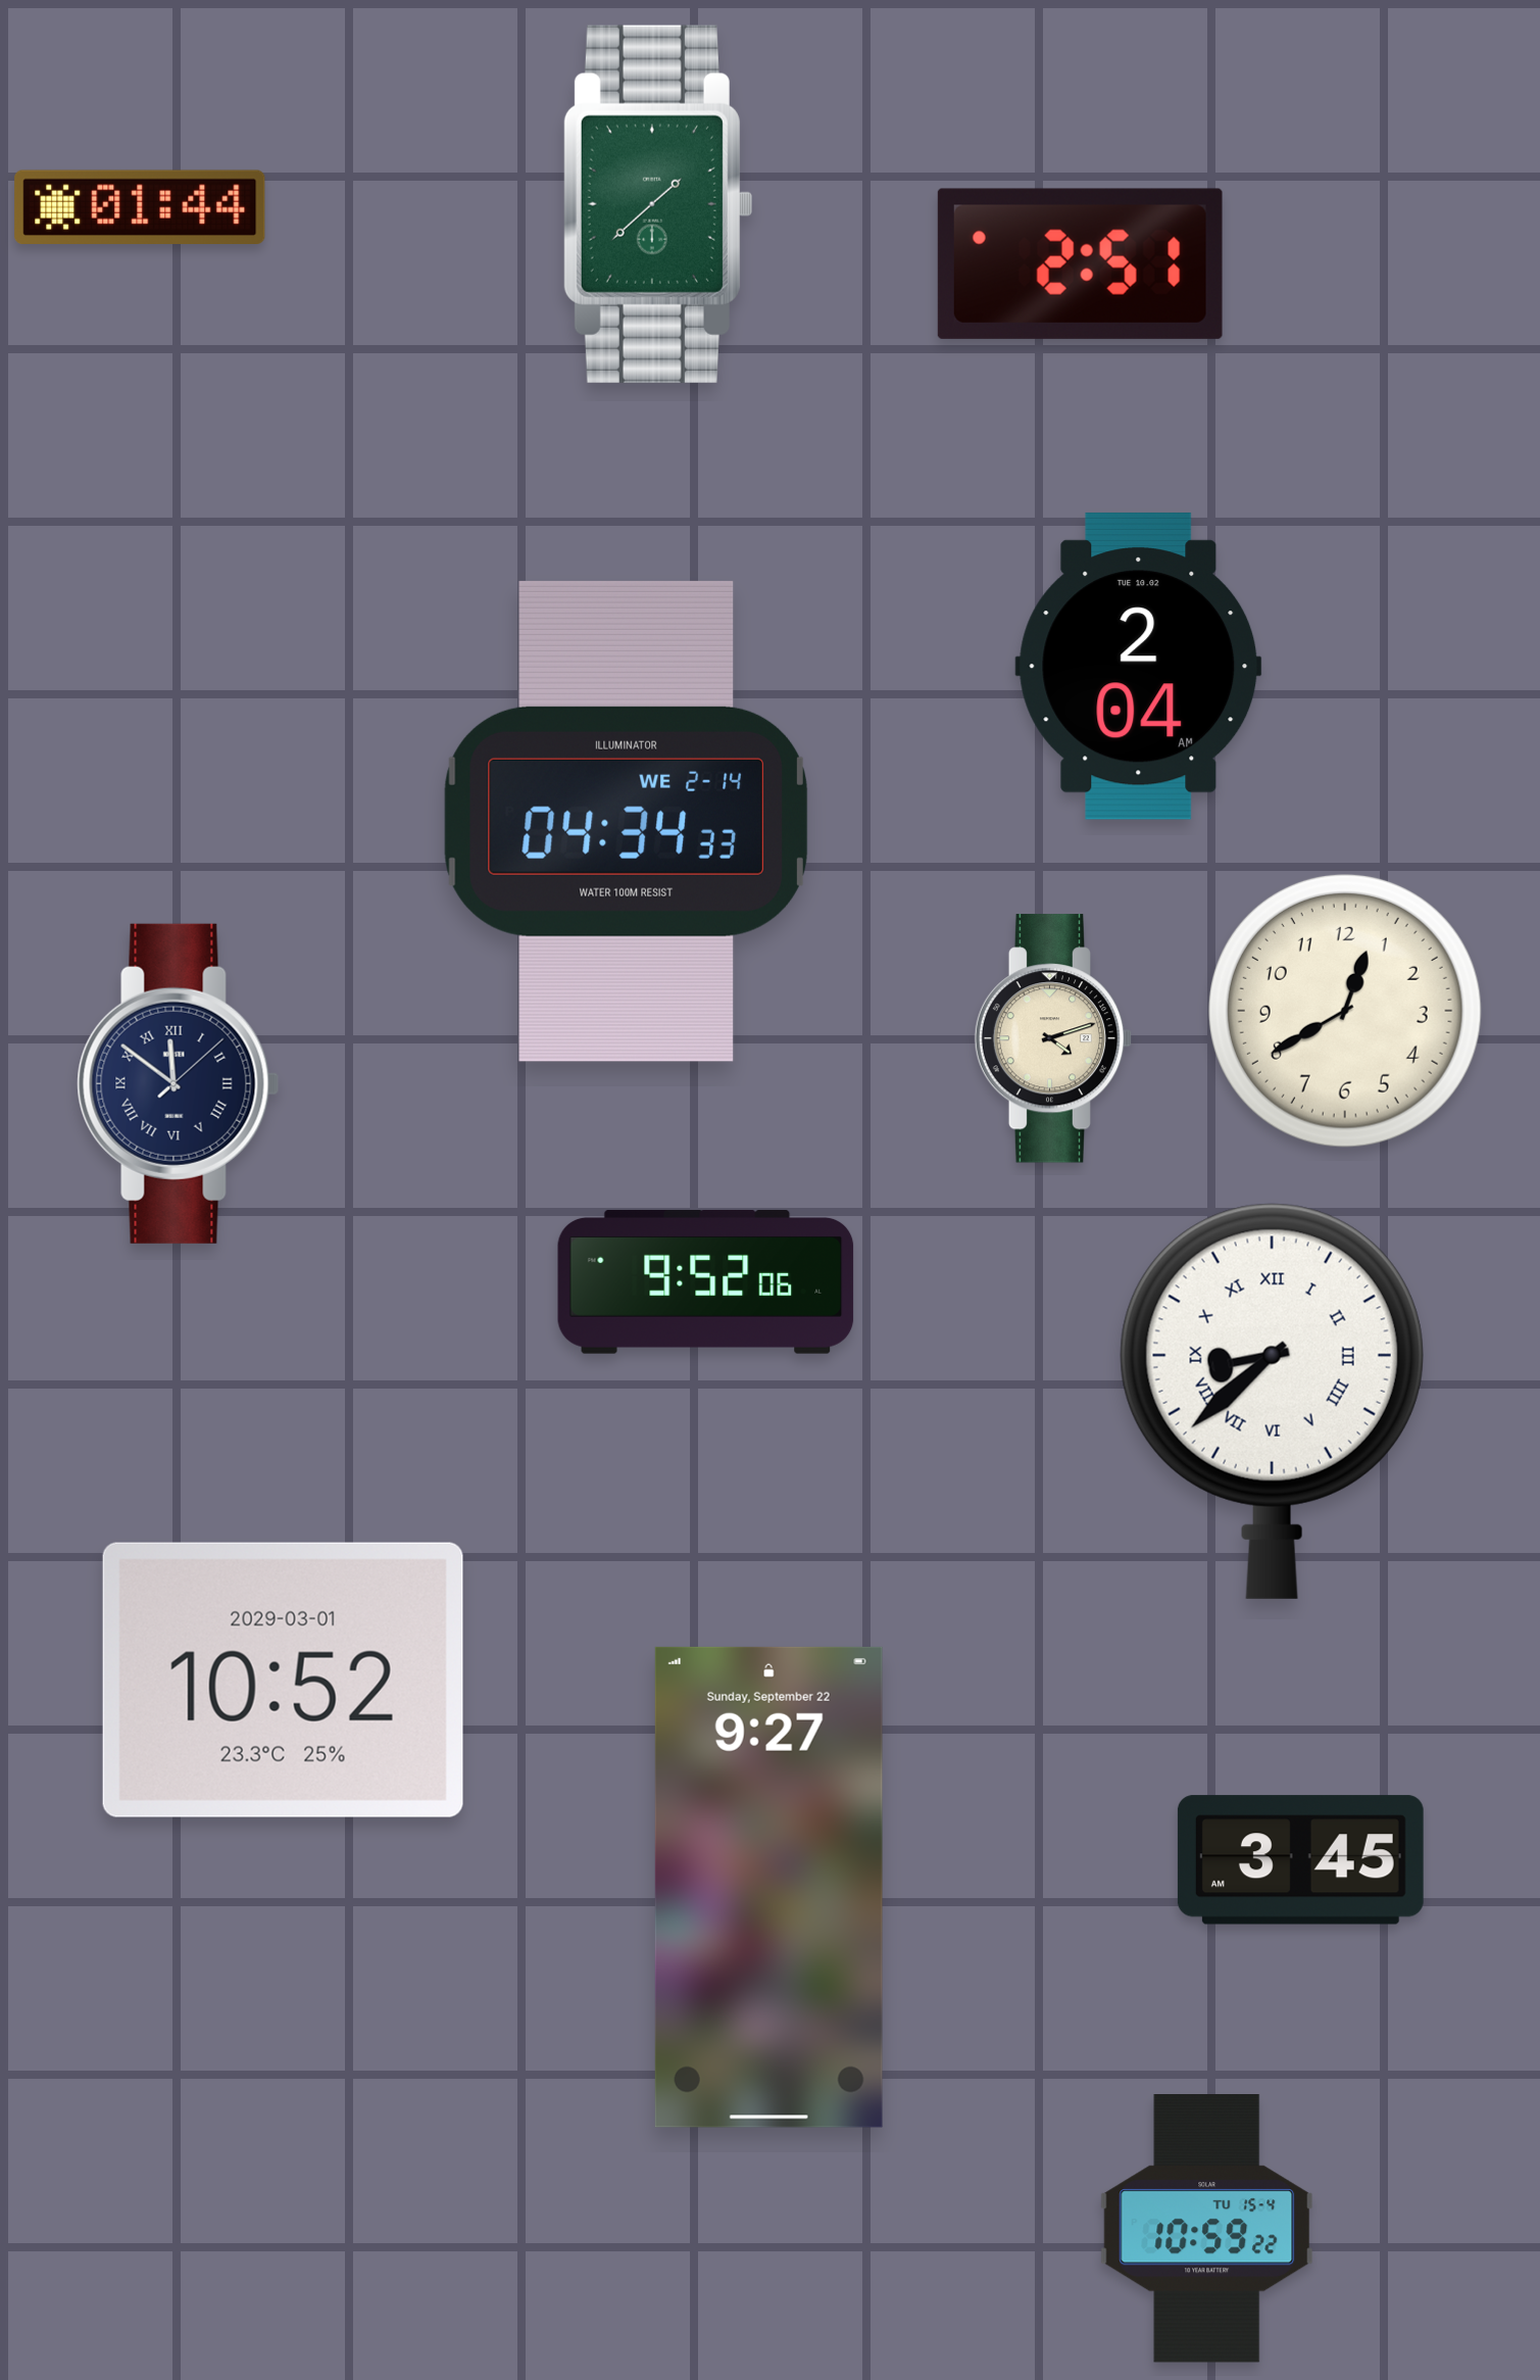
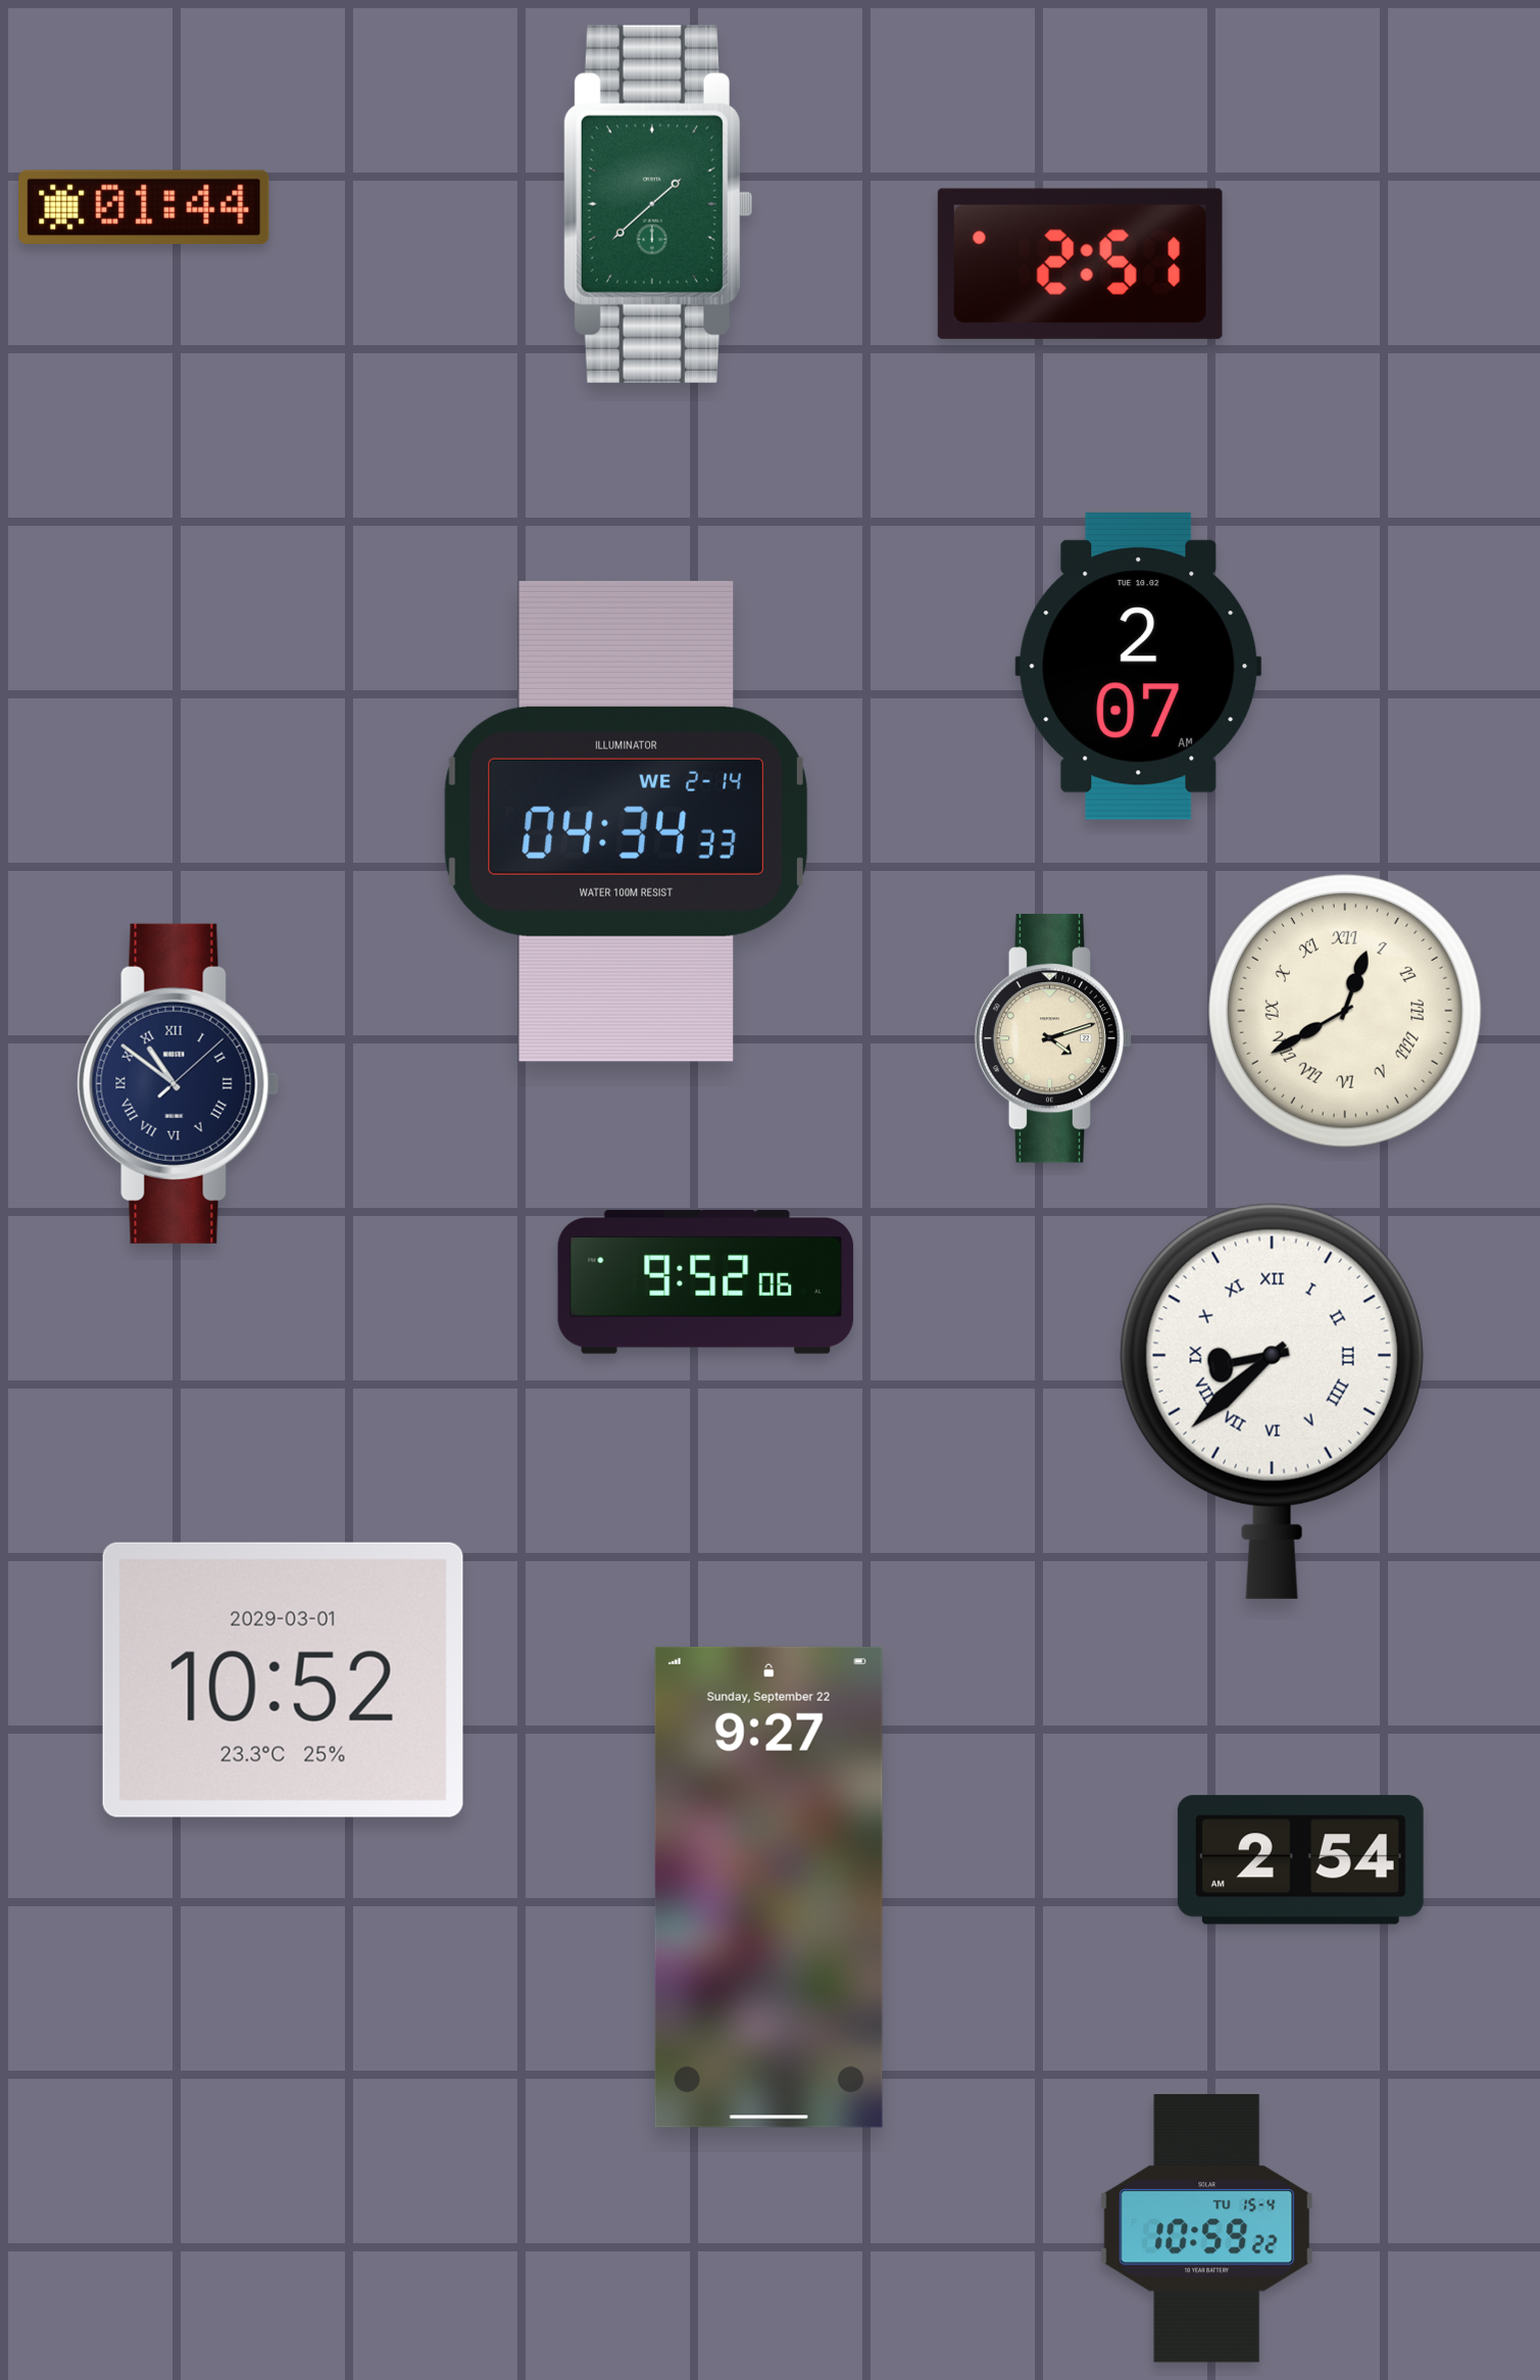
clock at (140, 206) position: (140, 206) -> (144, 206)
clock at (1139, 666): 2:04 -> 2:07
clock at (1345, 1011) numerals: Arabic -> Roman
clock at (179, 1083): 11:51 -> 10:51
clock at (1300, 1860): 3:45 -> 2:54
